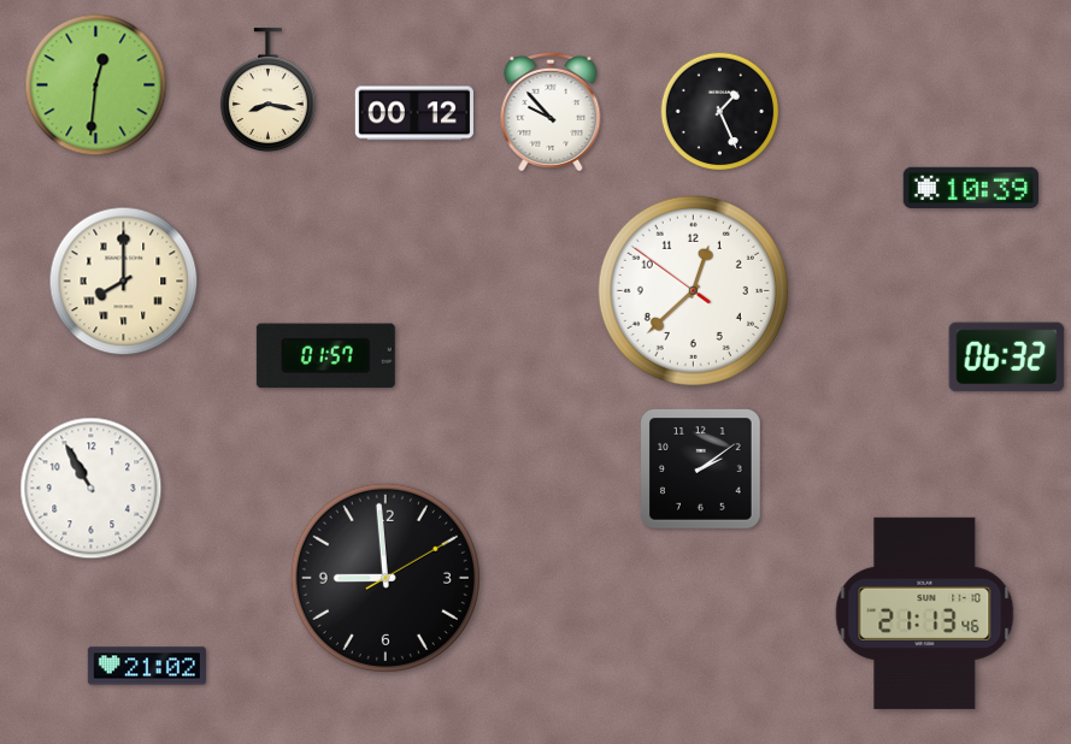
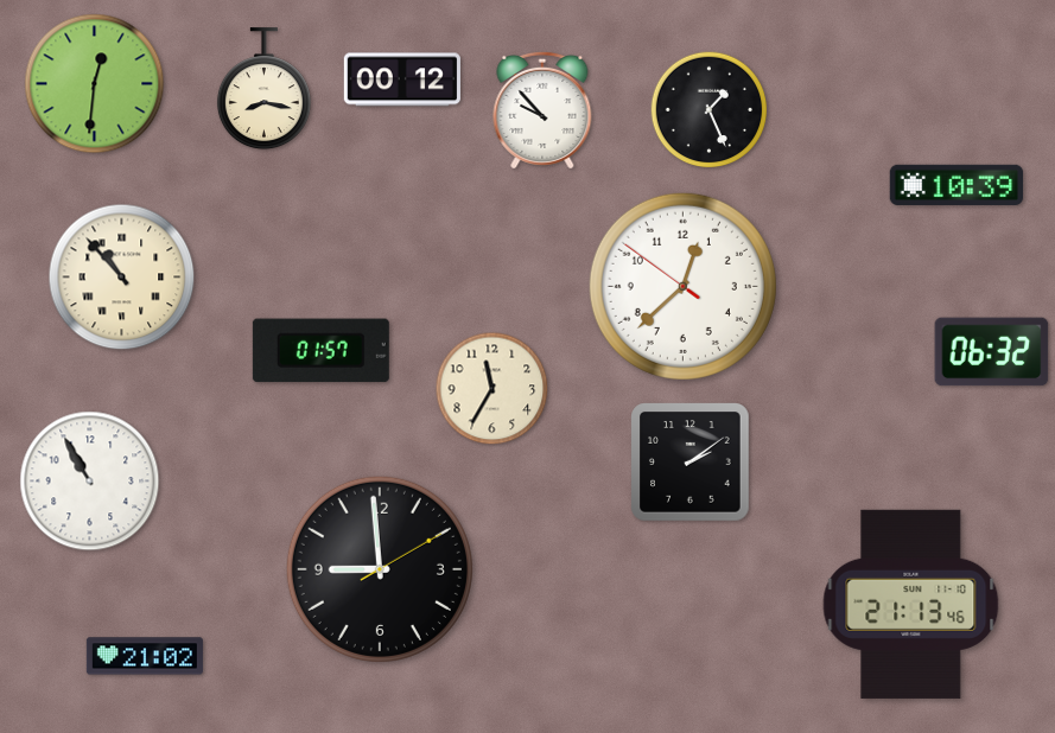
clock at (414, 113) position: (414, 113) -> (402, 79)
clock at (124, 282): 8:00 -> 10:53
clock at (492, 389): none -> 11:35
